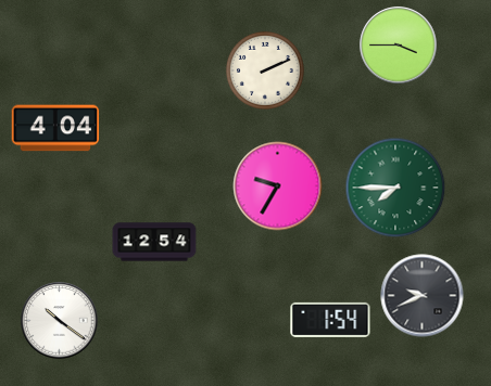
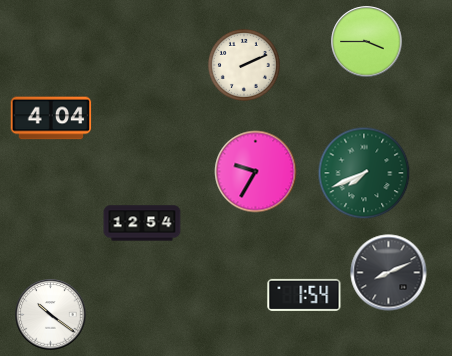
clock at (395, 188): 7:45 -> 7:41
clock at (423, 296): 9:41 -> 8:11
clock at (60, 321) position: (60, 321) -> (51, 315)
